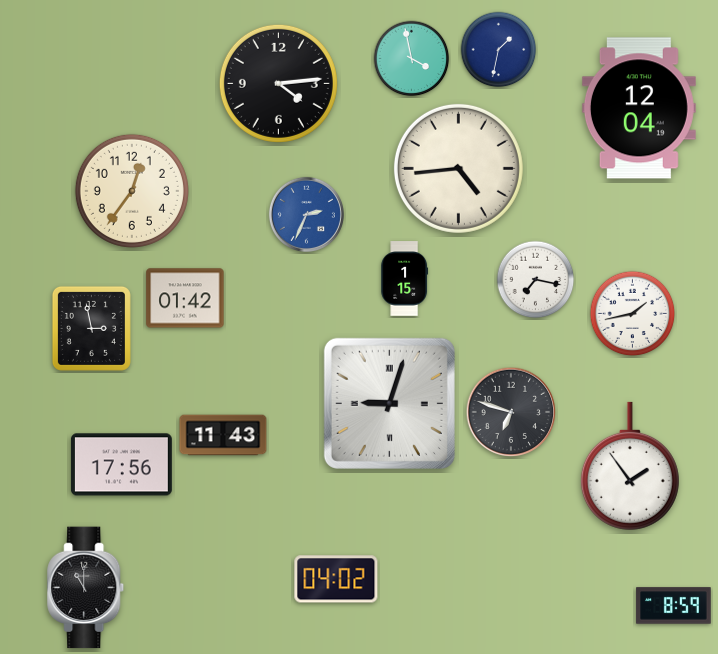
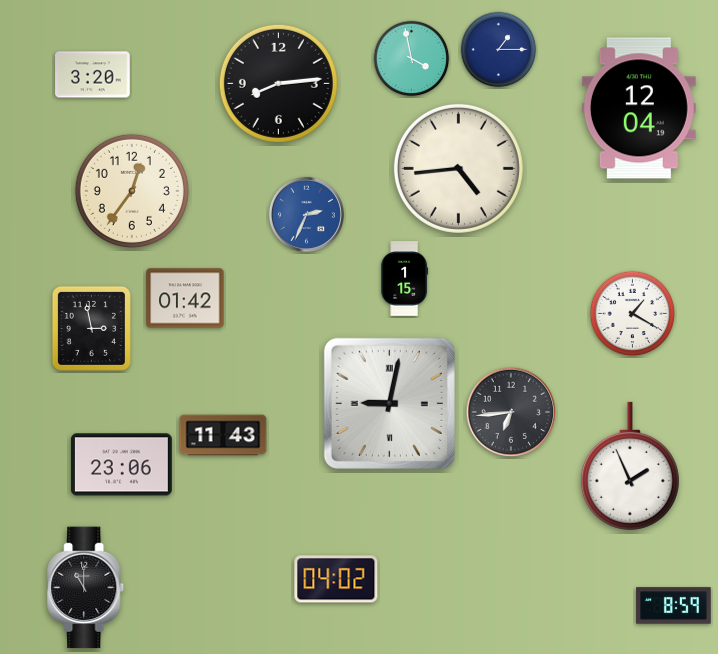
clock at (499, 50): 1:32 -> 1:15
clock at (93, 75): none -> 3:20
clock at (278, 83): 4:14 -> 8:14
clock at (536, 280): 7:17 -> none
clock at (633, 314): 1:43 -> 1:20
clock at (389, 403): 9:03 -> 9:02
clock at (511, 412): 6:48 -> 6:44
clock at (121, 465): 17:56 -> 23:06
clock at (630, 466): 1:54 -> 1:56
